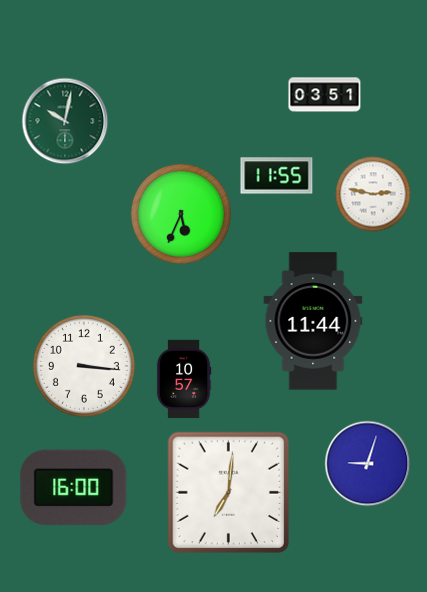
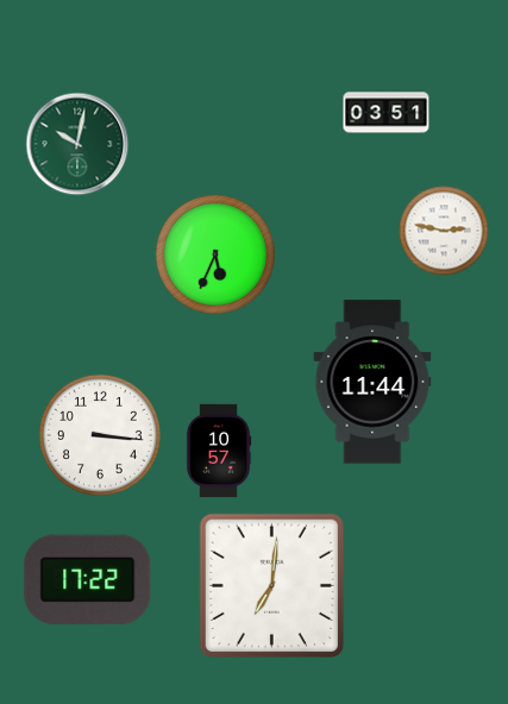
clock at (277, 176): 11:55 -> none
clock at (368, 464): 9:03 -> none
clock at (74, 488): 16:00 -> 17:22
